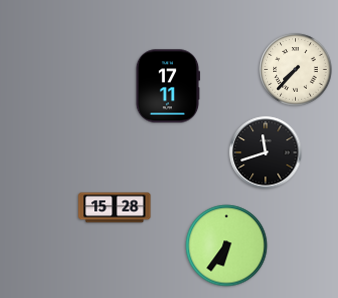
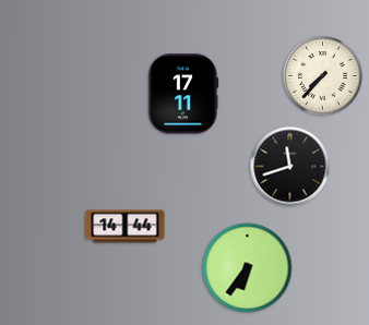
clock at (115, 208): 15:28 -> 14:44
